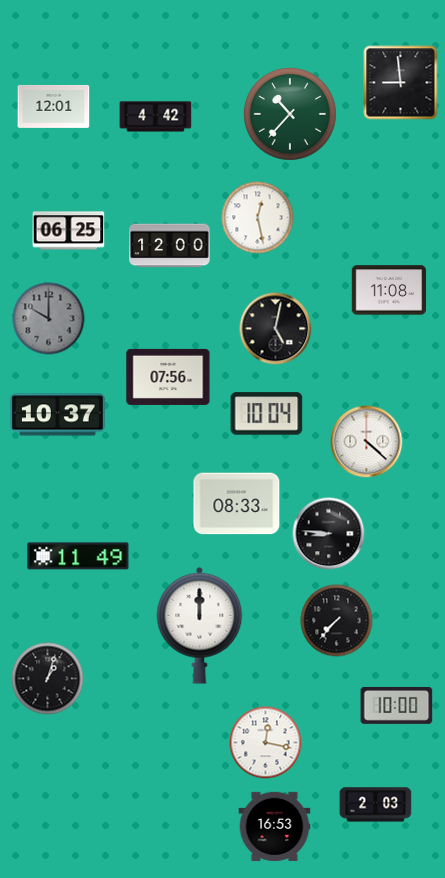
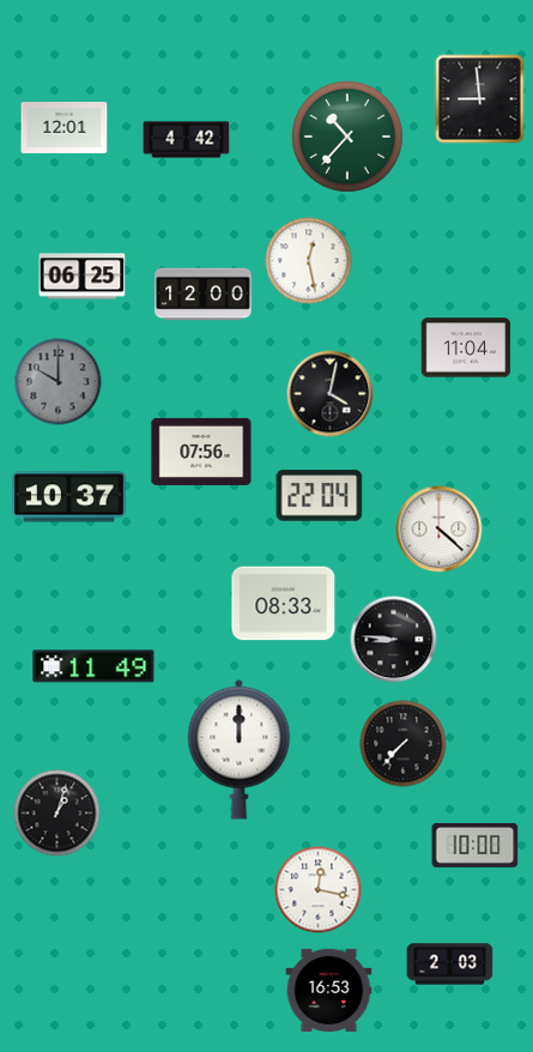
clock at (389, 290): 11:08 -> 11:04
clock at (276, 329): 5:02 -> 4:02
clock at (267, 414): 10:04 -> 22:04
